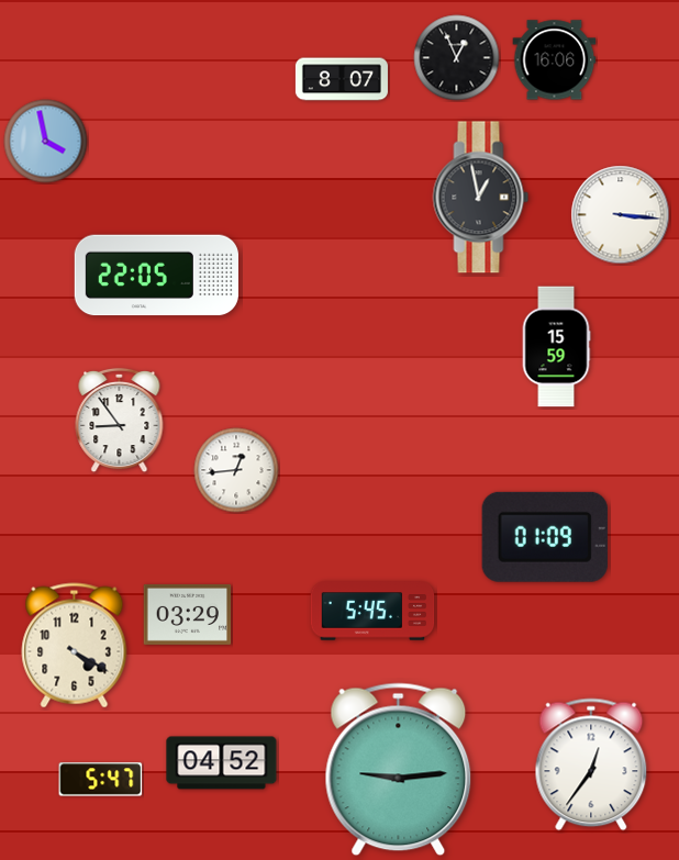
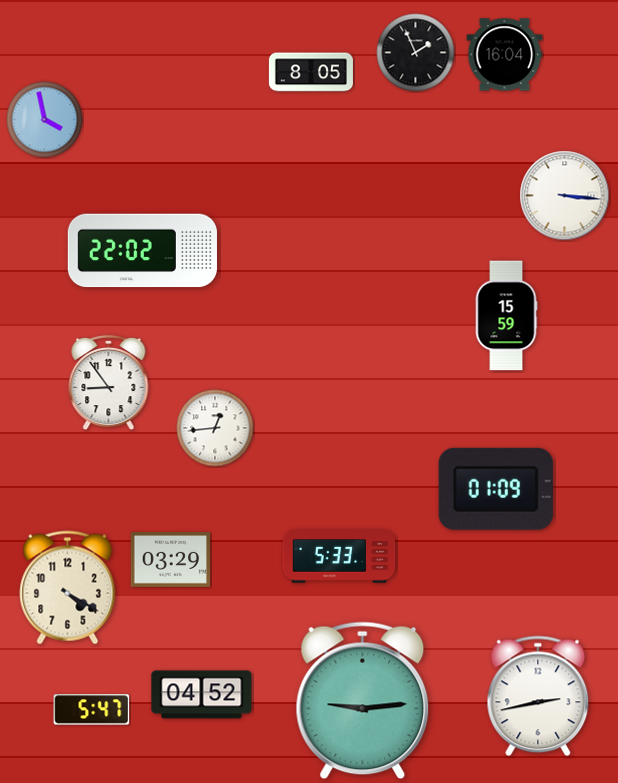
clock at (457, 58): 12:56 -> 1:56
clock at (555, 60): 16:06 -> 16:04
clock at (342, 79): 8:07 -> 8:05
clock at (46, 142) position: (46, 142) -> (45, 120)
clock at (481, 198): 12:58 -> none
clock at (156, 276): 22:05 -> 22:02
clock at (372, 611): 5:45 -> 5:33
clock at (591, 764): 12:36 -> 2:43
